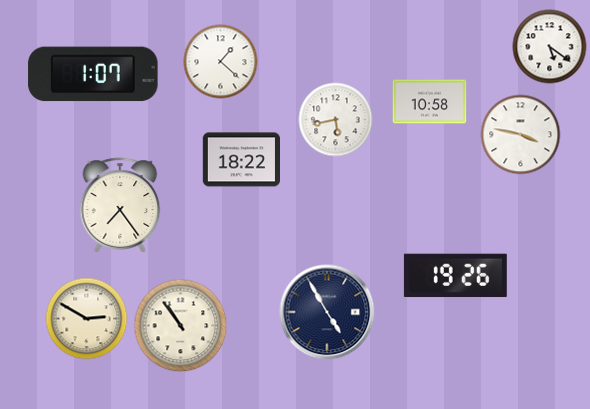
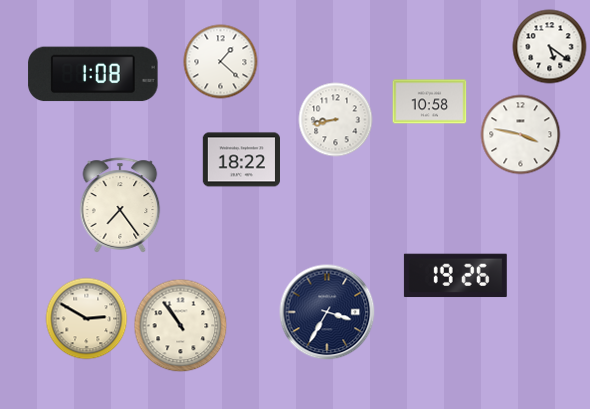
clock at (93, 74): 1:07 -> 1:08
clock at (336, 120): 5:43 -> 8:43
clock at (327, 312): 4:55 -> 3:35
